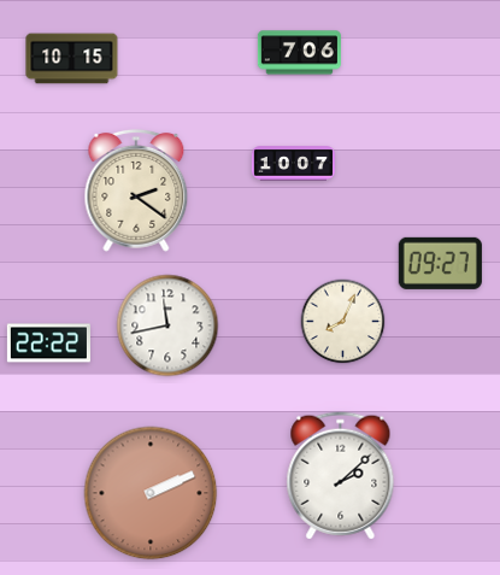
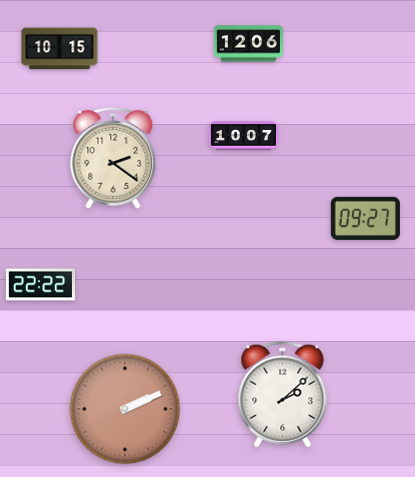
clock at (299, 53): 7:06 -> 12:06
clock at (343, 322): 8:04 -> none
clock at (167, 325): 11:43 -> none
